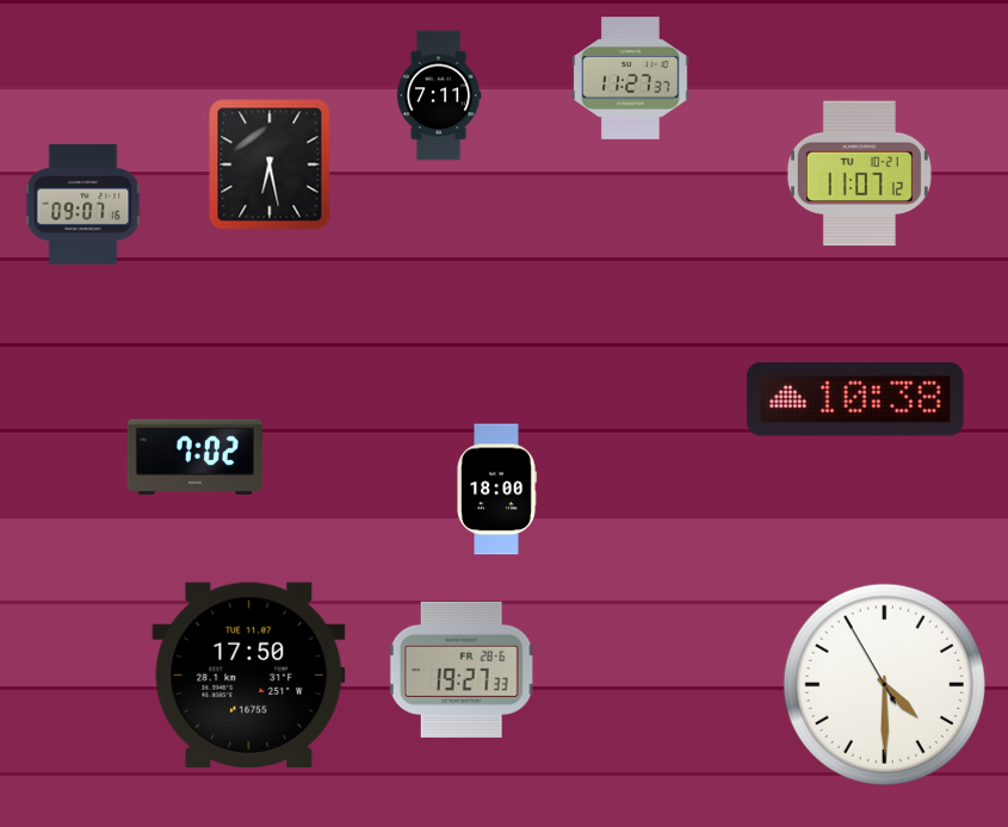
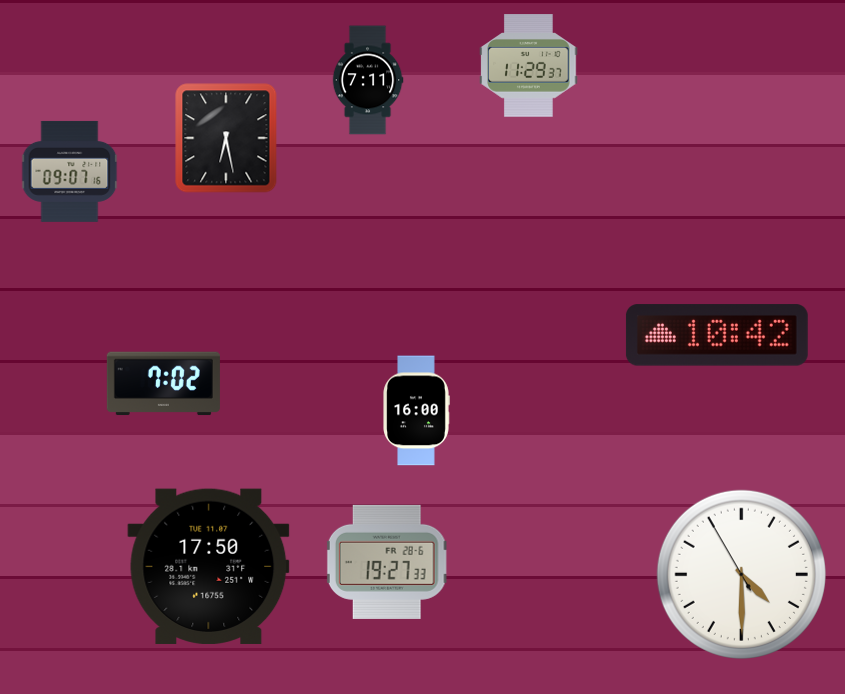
clock at (631, 79): 11:27 -> 11:29
clock at (859, 174): 11:07 -> none
clock at (855, 399): 10:38 -> 10:42
clock at (496, 490): 18:00 -> 16:00
